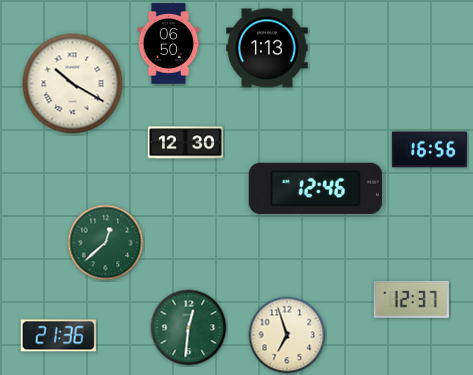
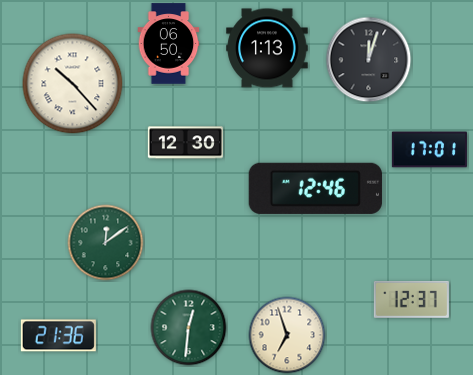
clock at (369, 60): none -> 12:03
clock at (73, 84): 10:20 -> 10:23
clock at (429, 150): 16:56 -> 17:01
clock at (106, 243): 12:38 -> 12:09
